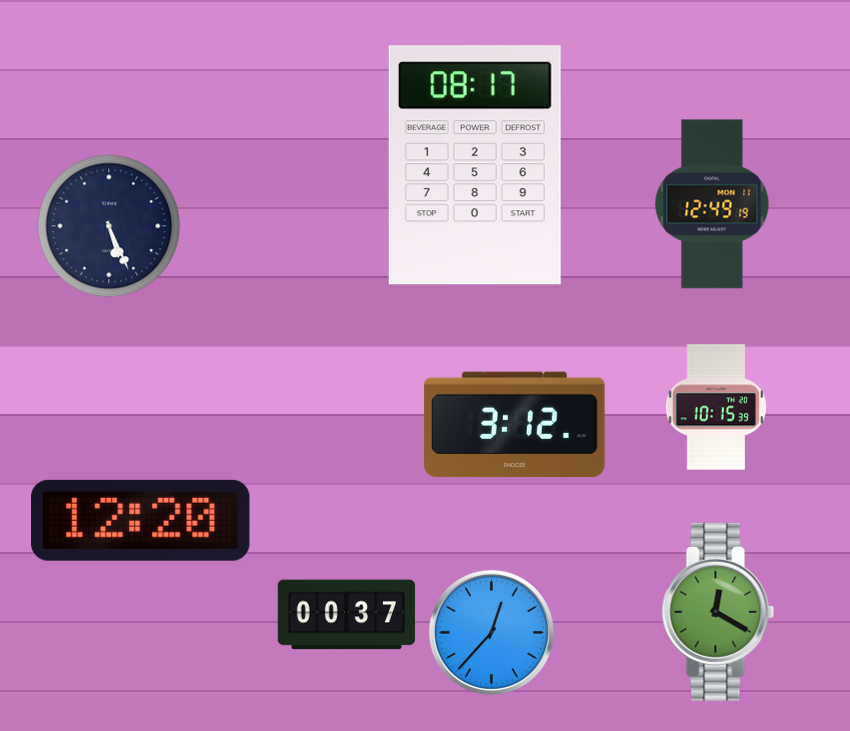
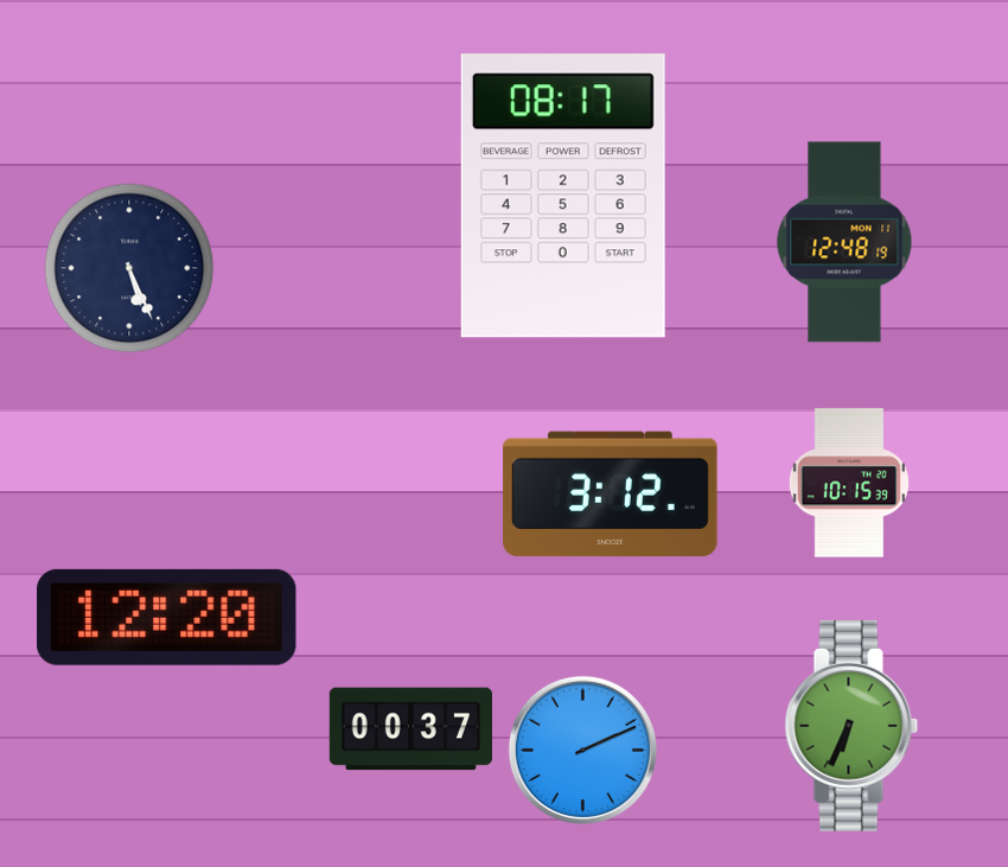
clock at (712, 204): 12:49 -> 12:48
clock at (515, 425) position: (515, 425) -> (611, 495)
clock at (718, 612): 12:20 -> 6:34
clock at (491, 632): 12:37 -> 2:11
